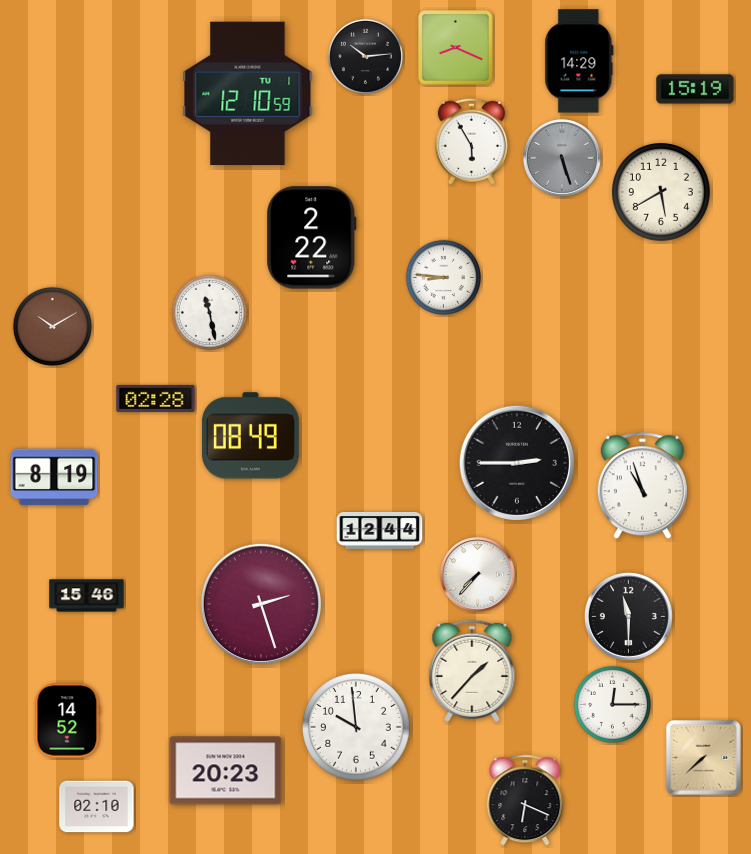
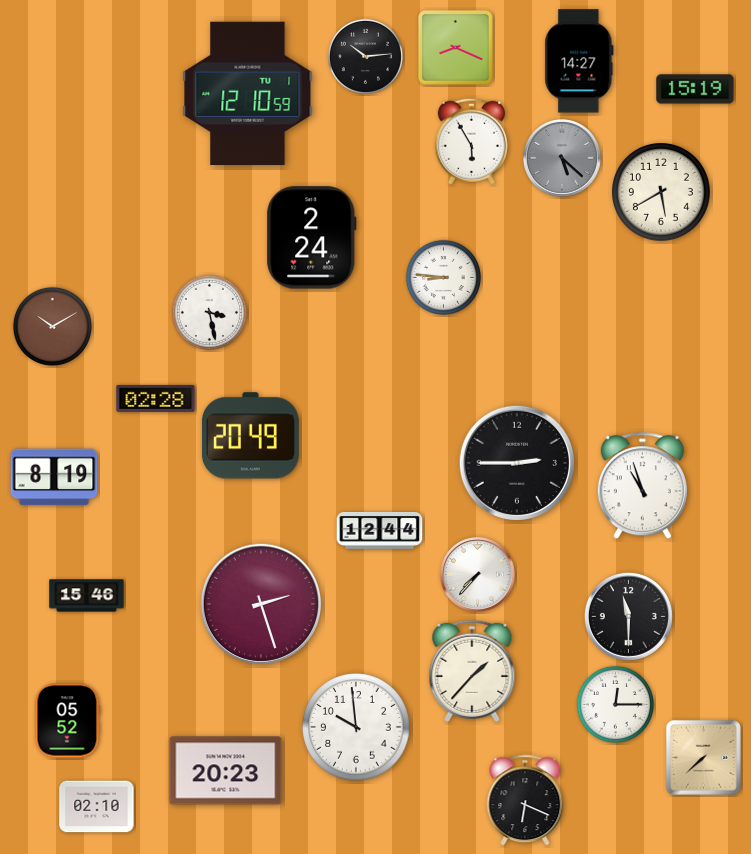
clock at (579, 61): 14:29 -> 14:27
clock at (563, 159): 5:27 -> 5:22
clock at (312, 238): 2:22 -> 2:24
clock at (209, 312): 11:28 -> 3:28
clock at (250, 436): 08:49 -> 20:49
clock at (612, 704) position: (612, 704) -> (615, 704)
clock at (67, 721): 14:52 -> 05:52
